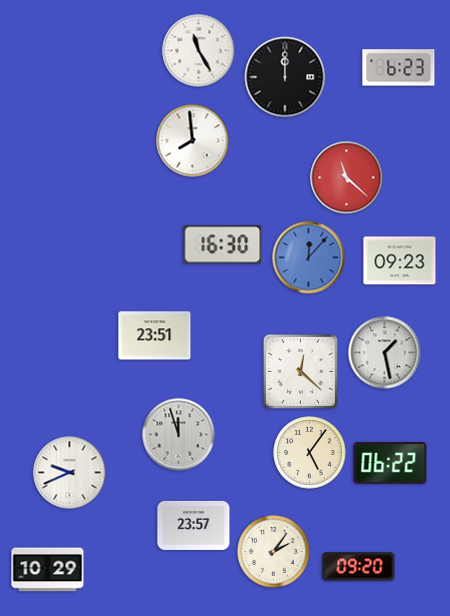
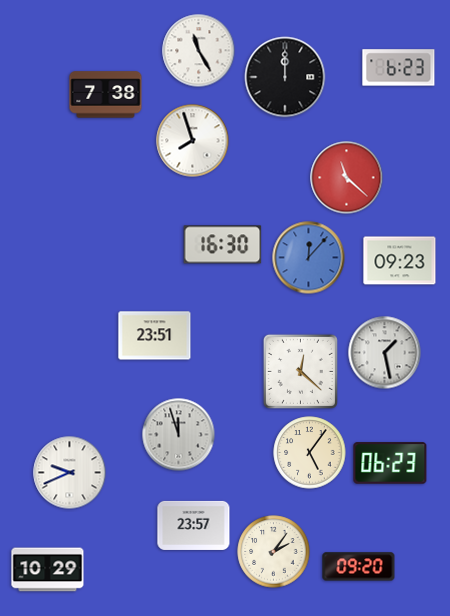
clock at (106, 95): none -> 7:38
clock at (193, 141): 7:59 -> 7:57
clock at (390, 463): 06:22 -> 06:23
